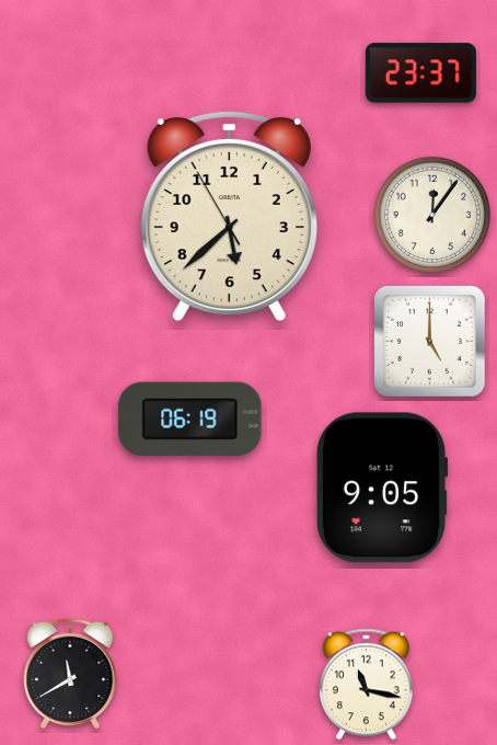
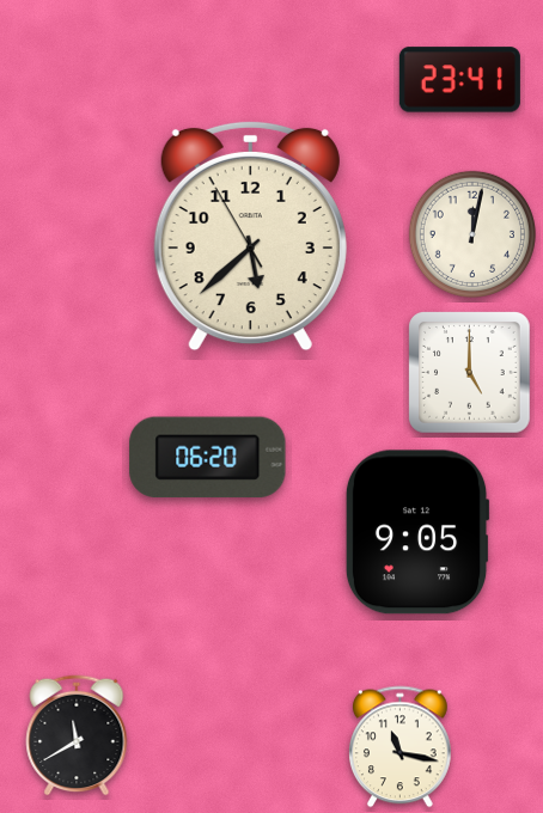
clock at (420, 73): 23:37 -> 23:41
clock at (432, 215): 12:06 -> 12:02
clock at (190, 420): 06:19 -> 06:20
